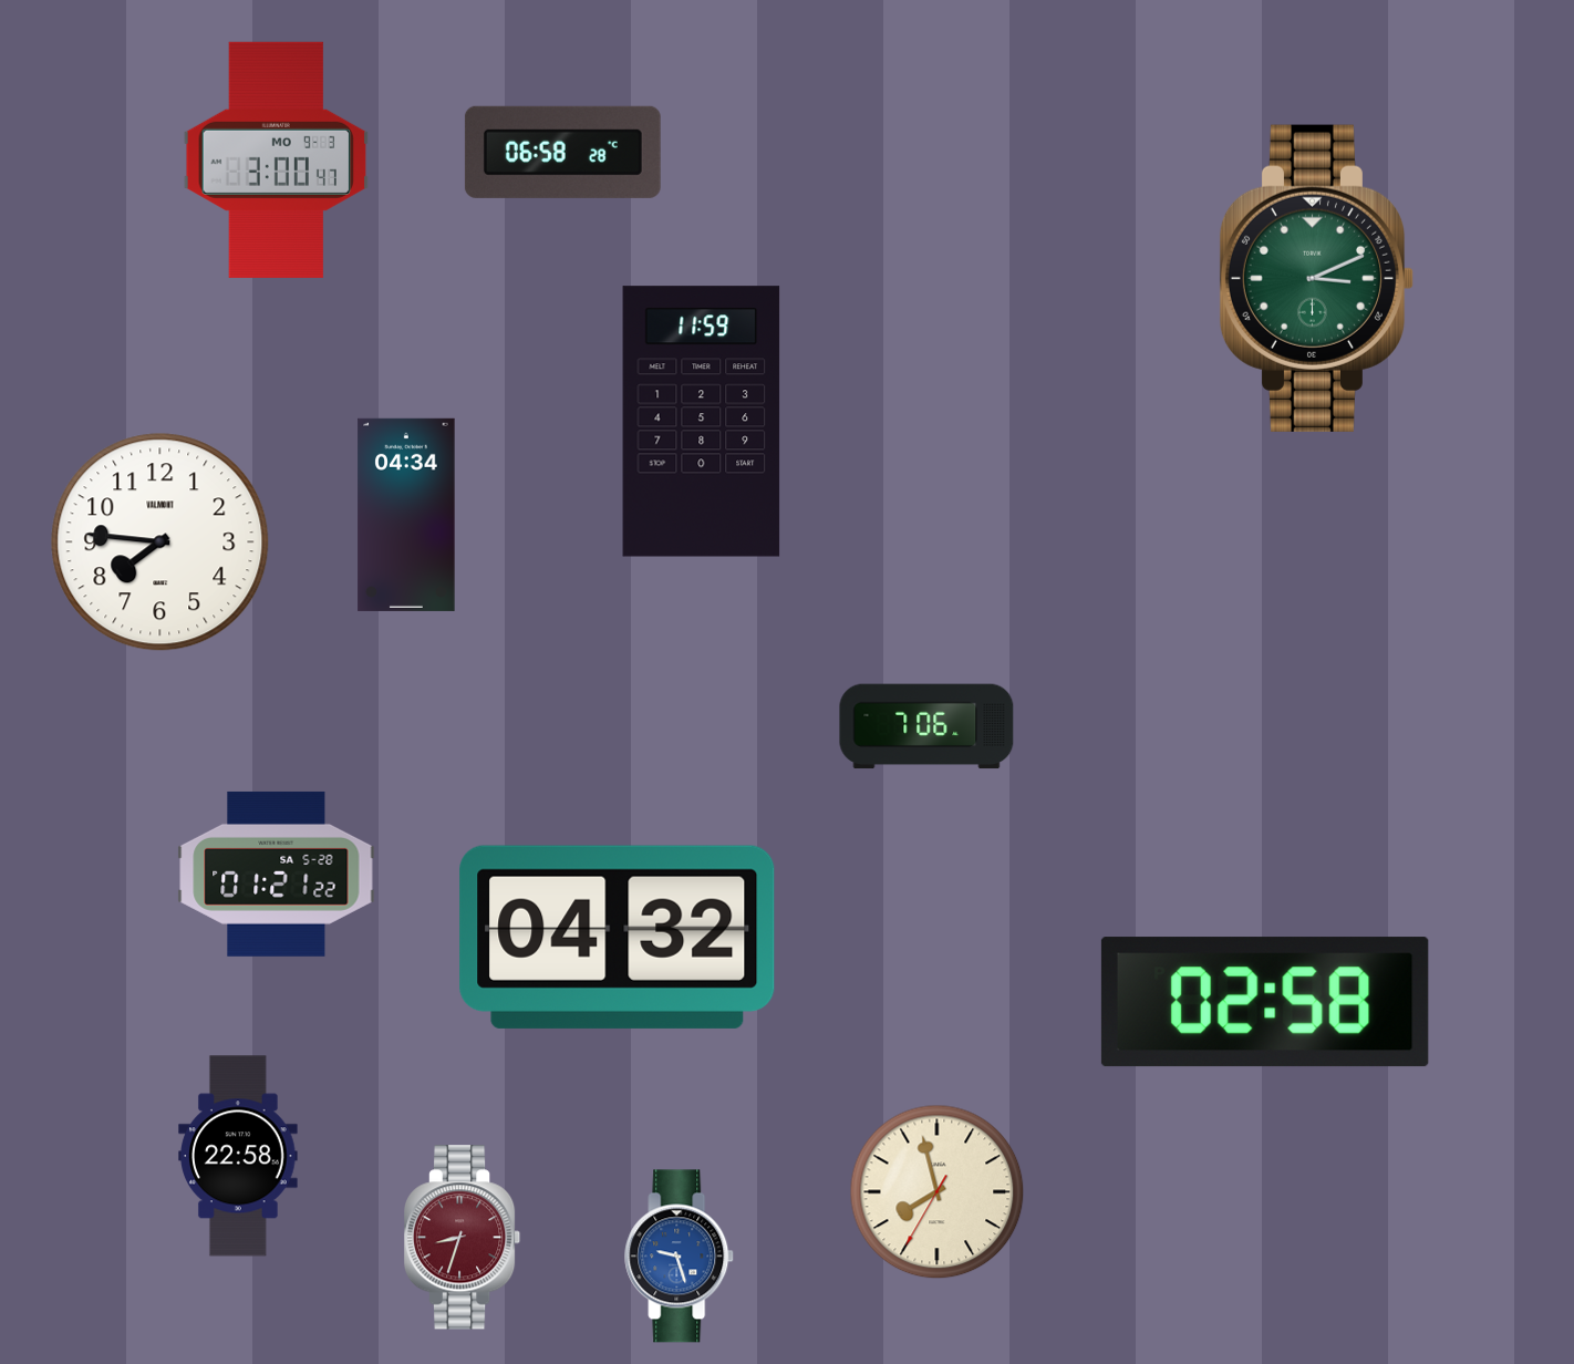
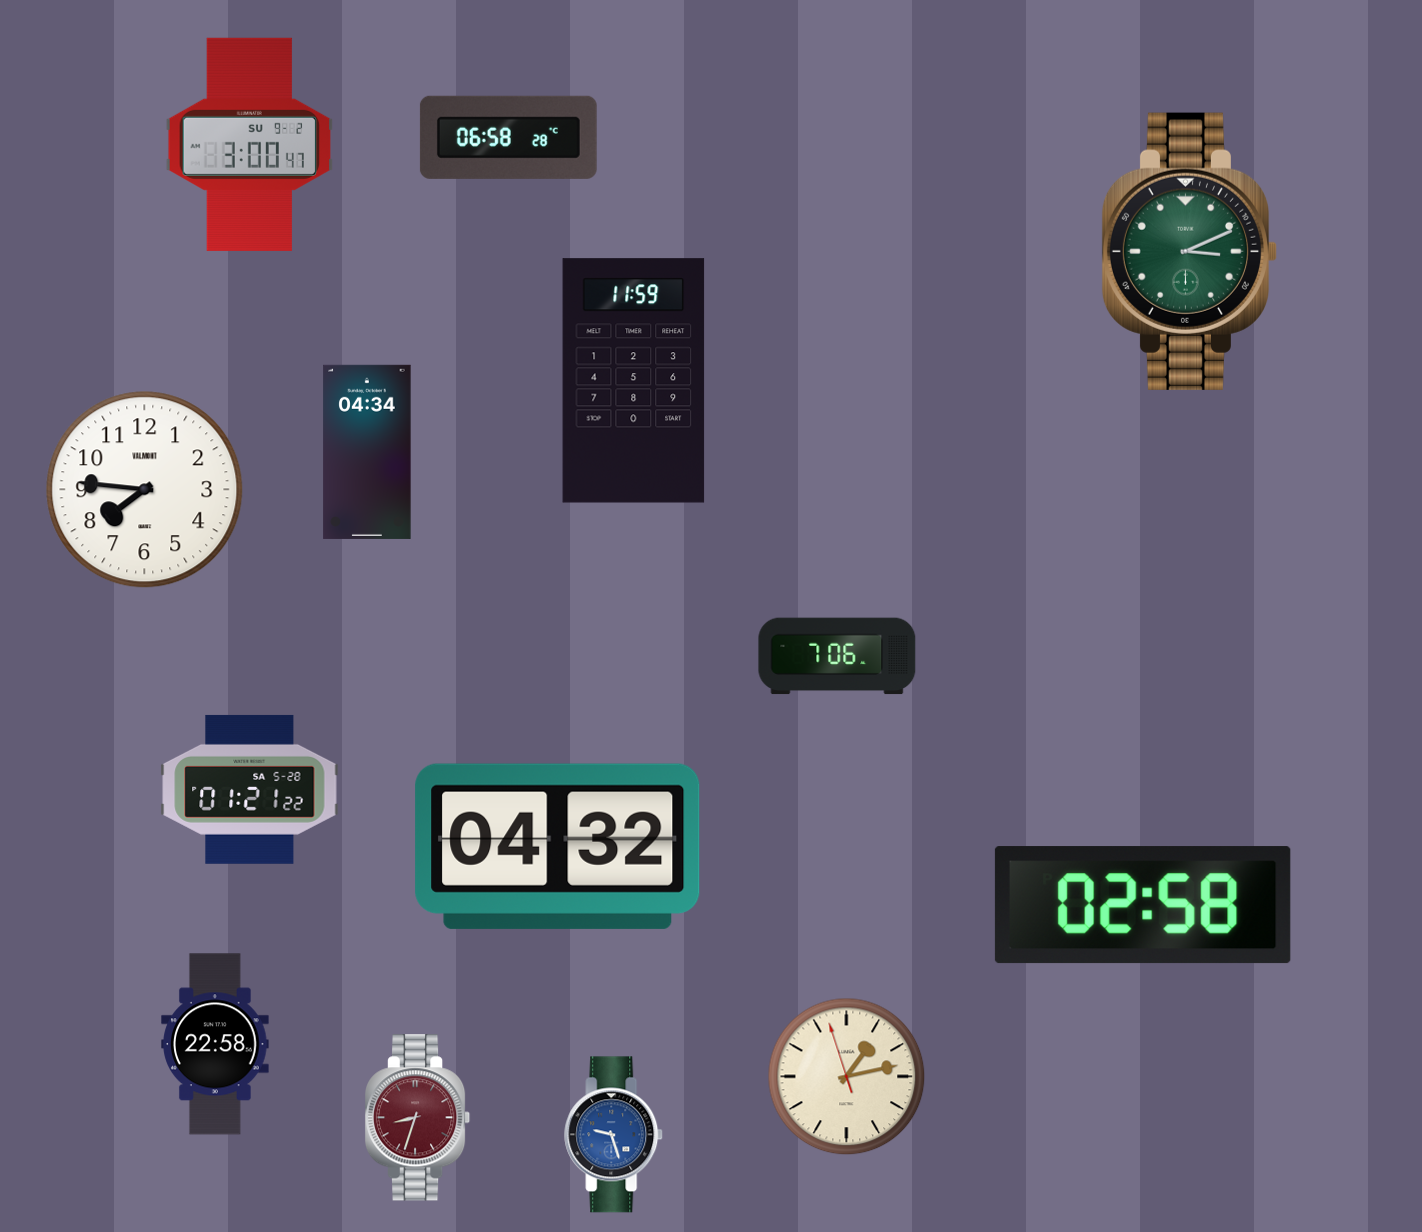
clock at (277, 159) date: MO 9-3 -> SU 9-2
clock at (406, 515) position: (406, 515) -> (367, 452)
clock at (938, 1192): 7:57 -> 1:12
